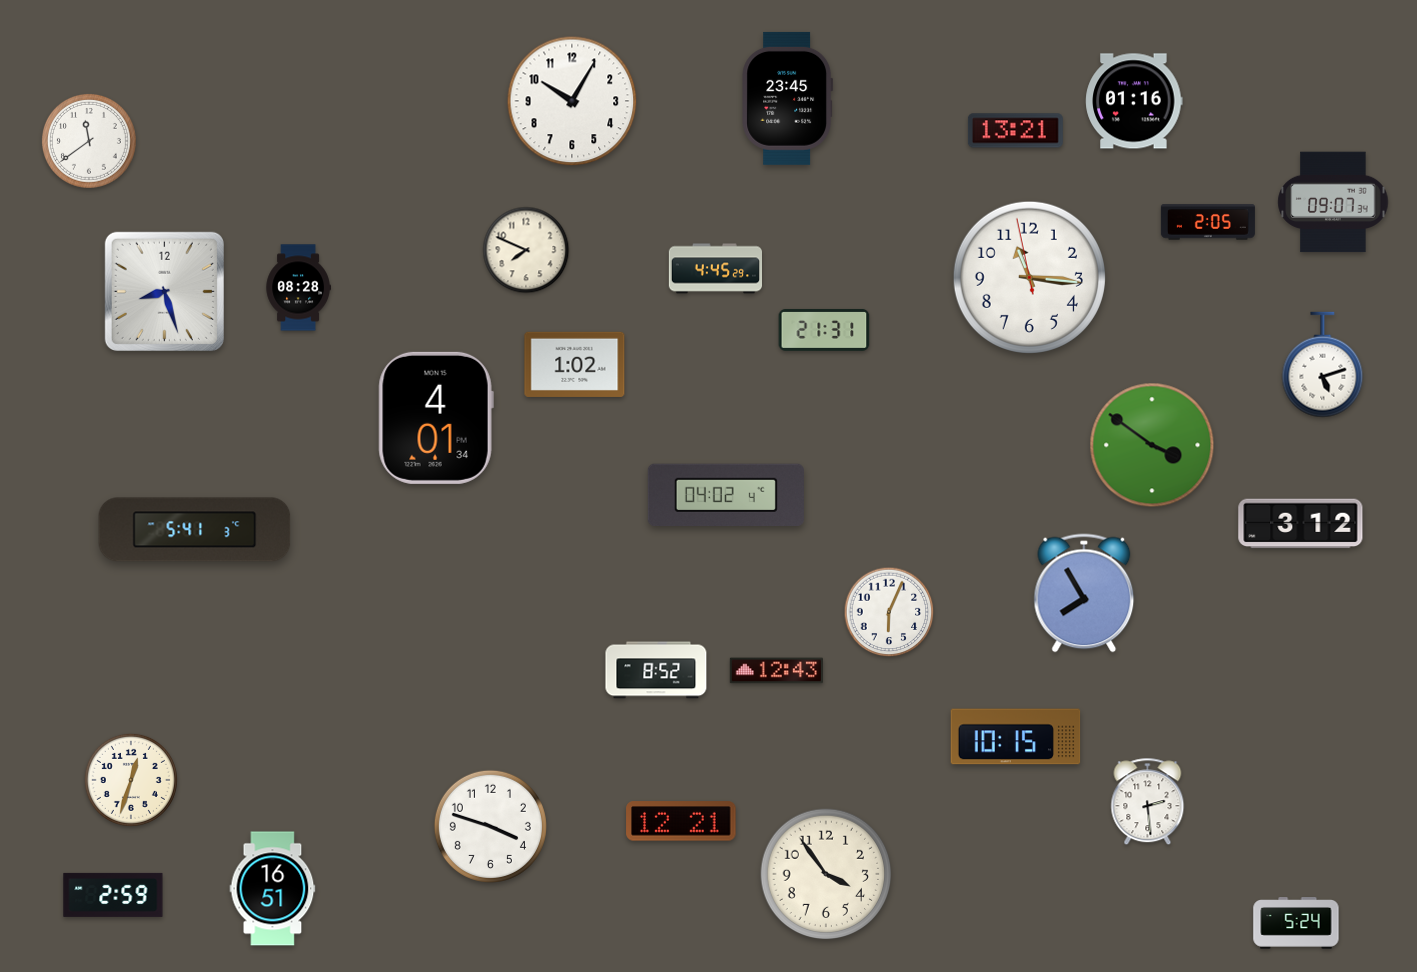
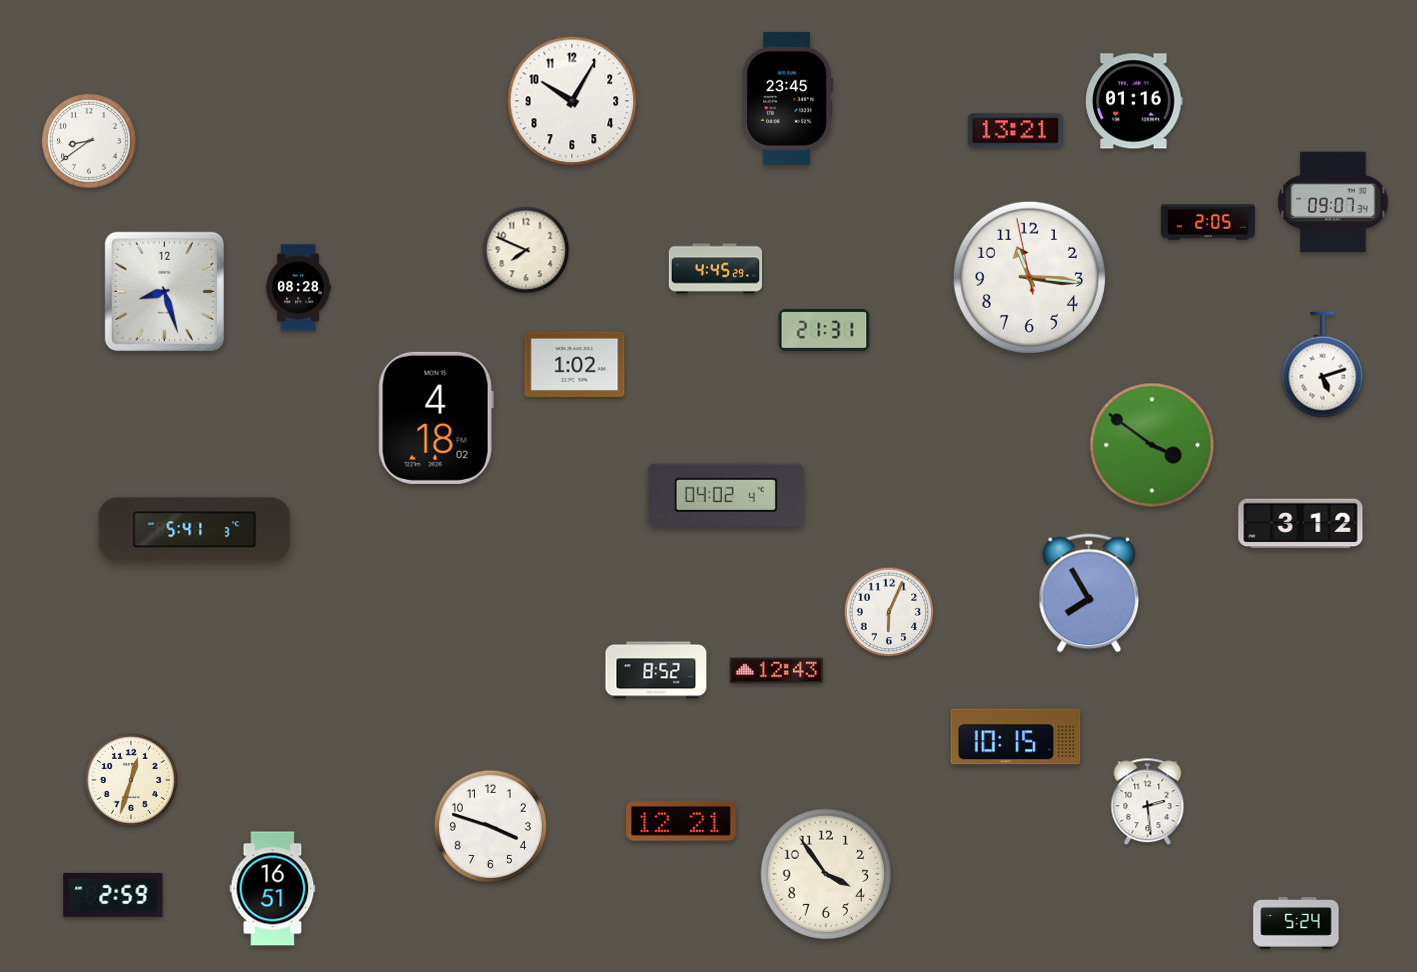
clock at (89, 141): 11:39 -> 8:39
clock at (436, 418): 4:01 -> 4:18
clock at (1084, 593) position: (1084, 593) -> (1089, 593)
